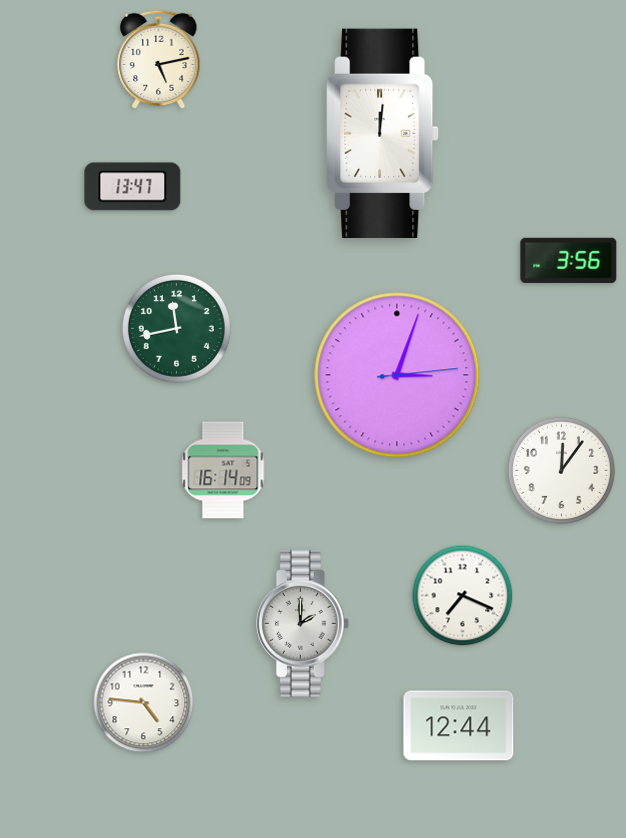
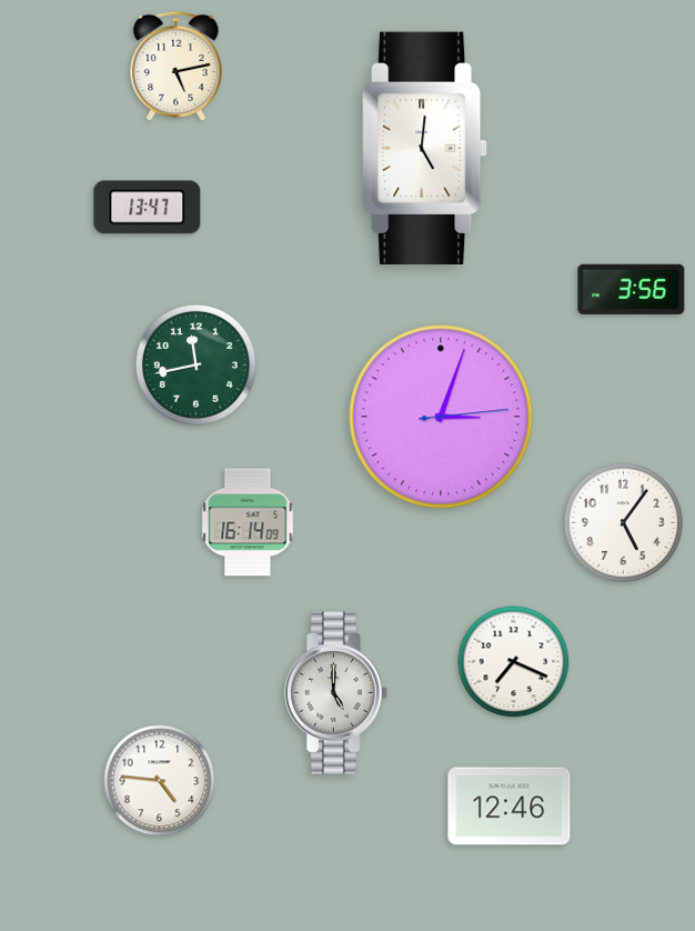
clock at (383, 133): 12:01 -> 5:01
clock at (561, 470): 12:06 -> 5:06
clock at (303, 624): 2:00 -> 5:00
clock at (459, 726): 12:44 -> 12:46
